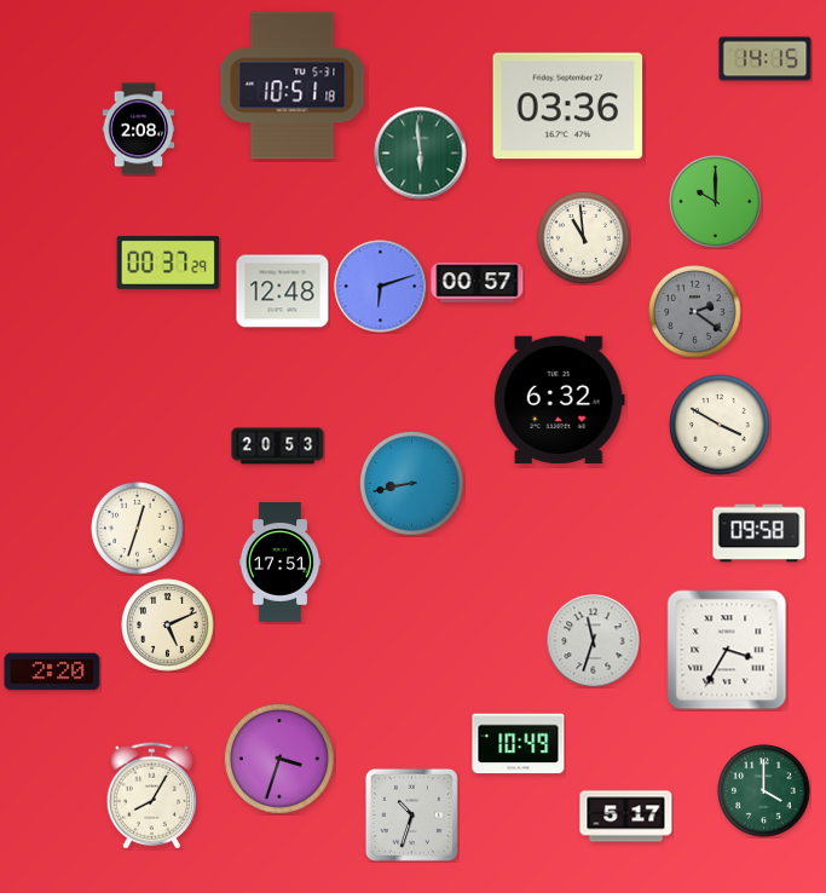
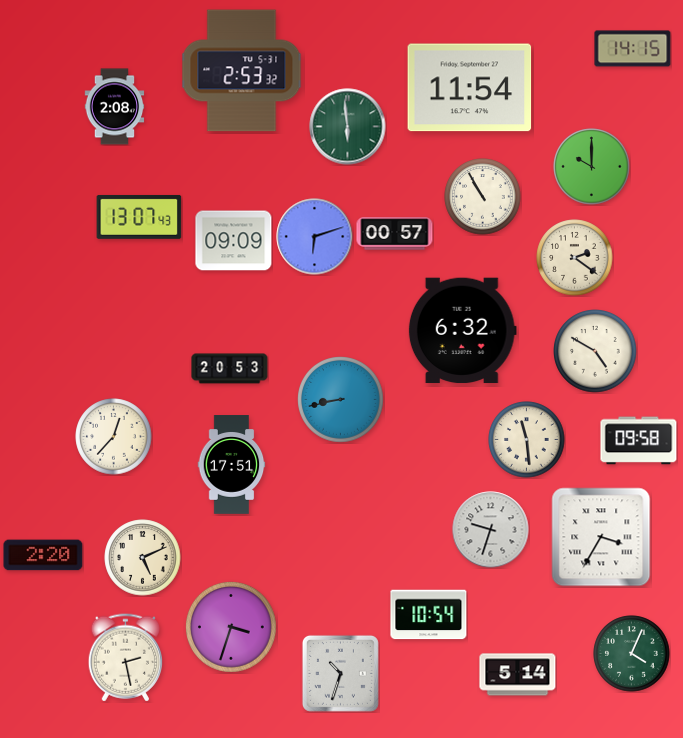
clock at (293, 86): 10:51 -> 2:53
clock at (568, 106): 03:36 -> 11:54
clock at (584, 238): 10:59 -> 10:55
clock at (168, 263): 00:37 -> 13:07
clock at (283, 292): 12:48 -> 09:09
clock at (695, 312) dial: grey -> cream
clock at (720, 425): 3:50 -> 4:50
clock at (138, 529): 12:33 -> 12:37
clock at (527, 440): none -> 11:29
clock at (759, 534) position: (759, 534) -> (639, 441)
clock at (168, 626) position: (168, 626) -> (143, 558)
clock at (594, 641): 11:33 -> 9:33
clock at (519, 744): 10:49 -> 10:54
clock at (764, 791): 4:00 -> 4:04
clock at (151, 796): 8:05 -> 2:28
clock at (626, 817): 5:17 -> 5:14
